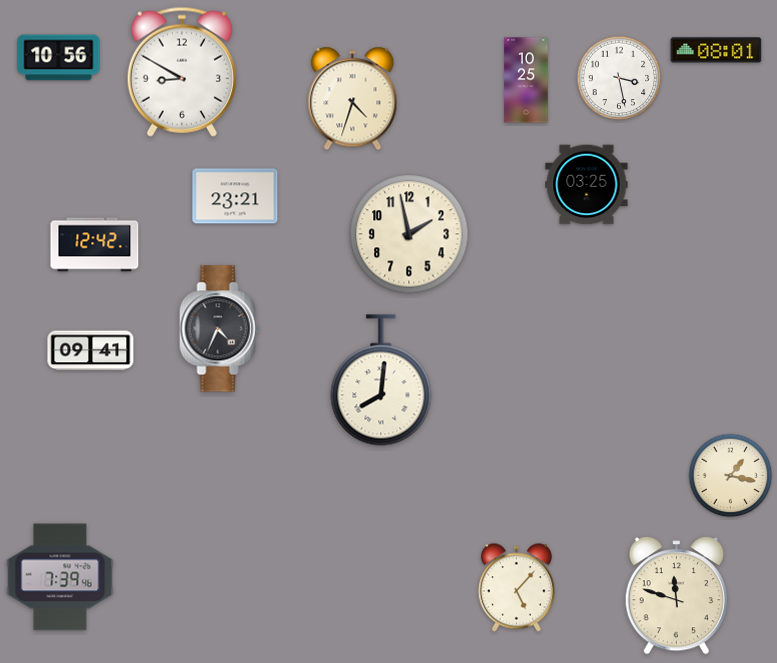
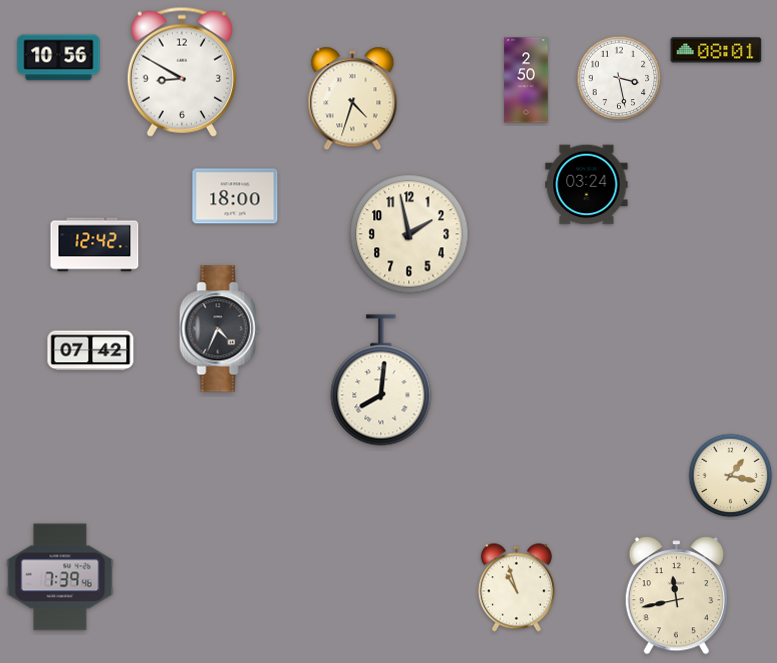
clock at (526, 80): 10:25 -> 2:50
clock at (587, 185): 03:25 -> 03:24
clock at (235, 196): 23:21 -> 18:00
clock at (91, 351): 09:41 -> 07:42
clock at (516, 588): 5:07 -> 10:57
clock at (676, 596): 11:48 -> 11:43
